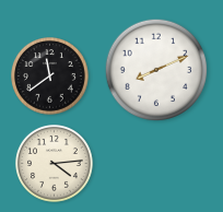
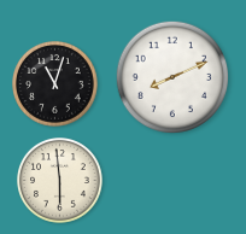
clock at (50, 76): 11:39 -> 11:03
clock at (55, 164): 4:14 -> 5:59
